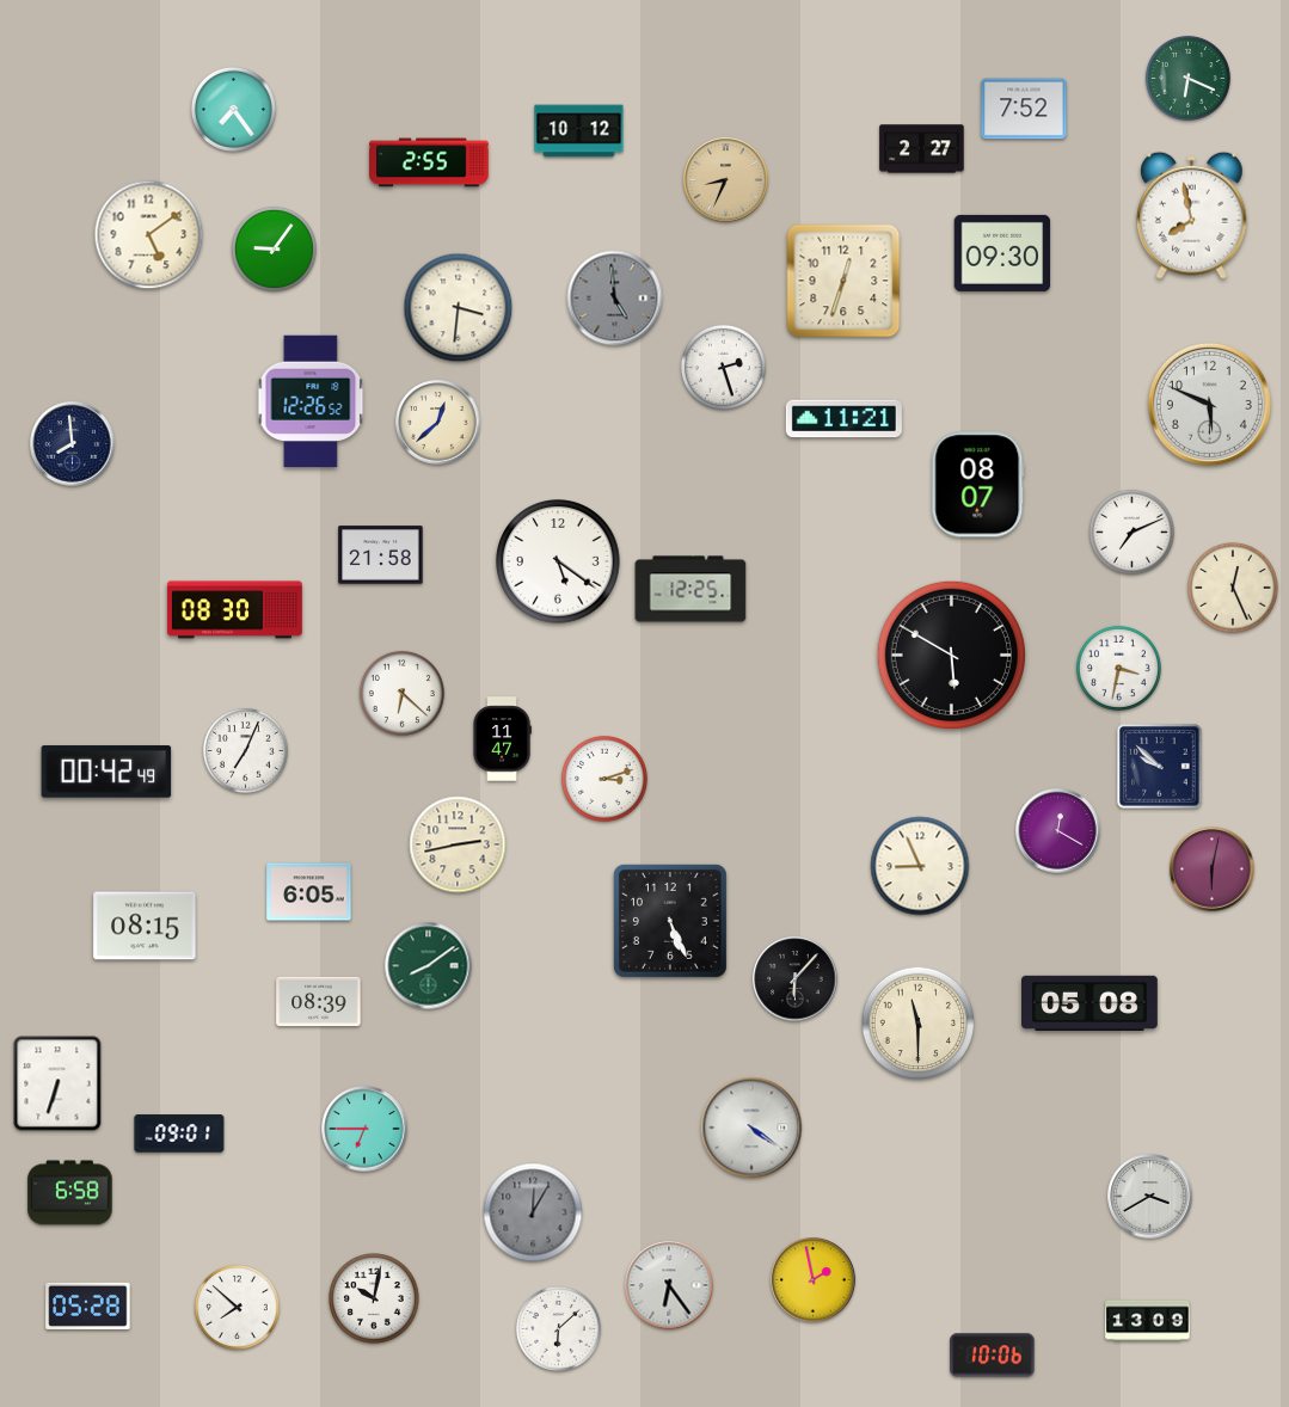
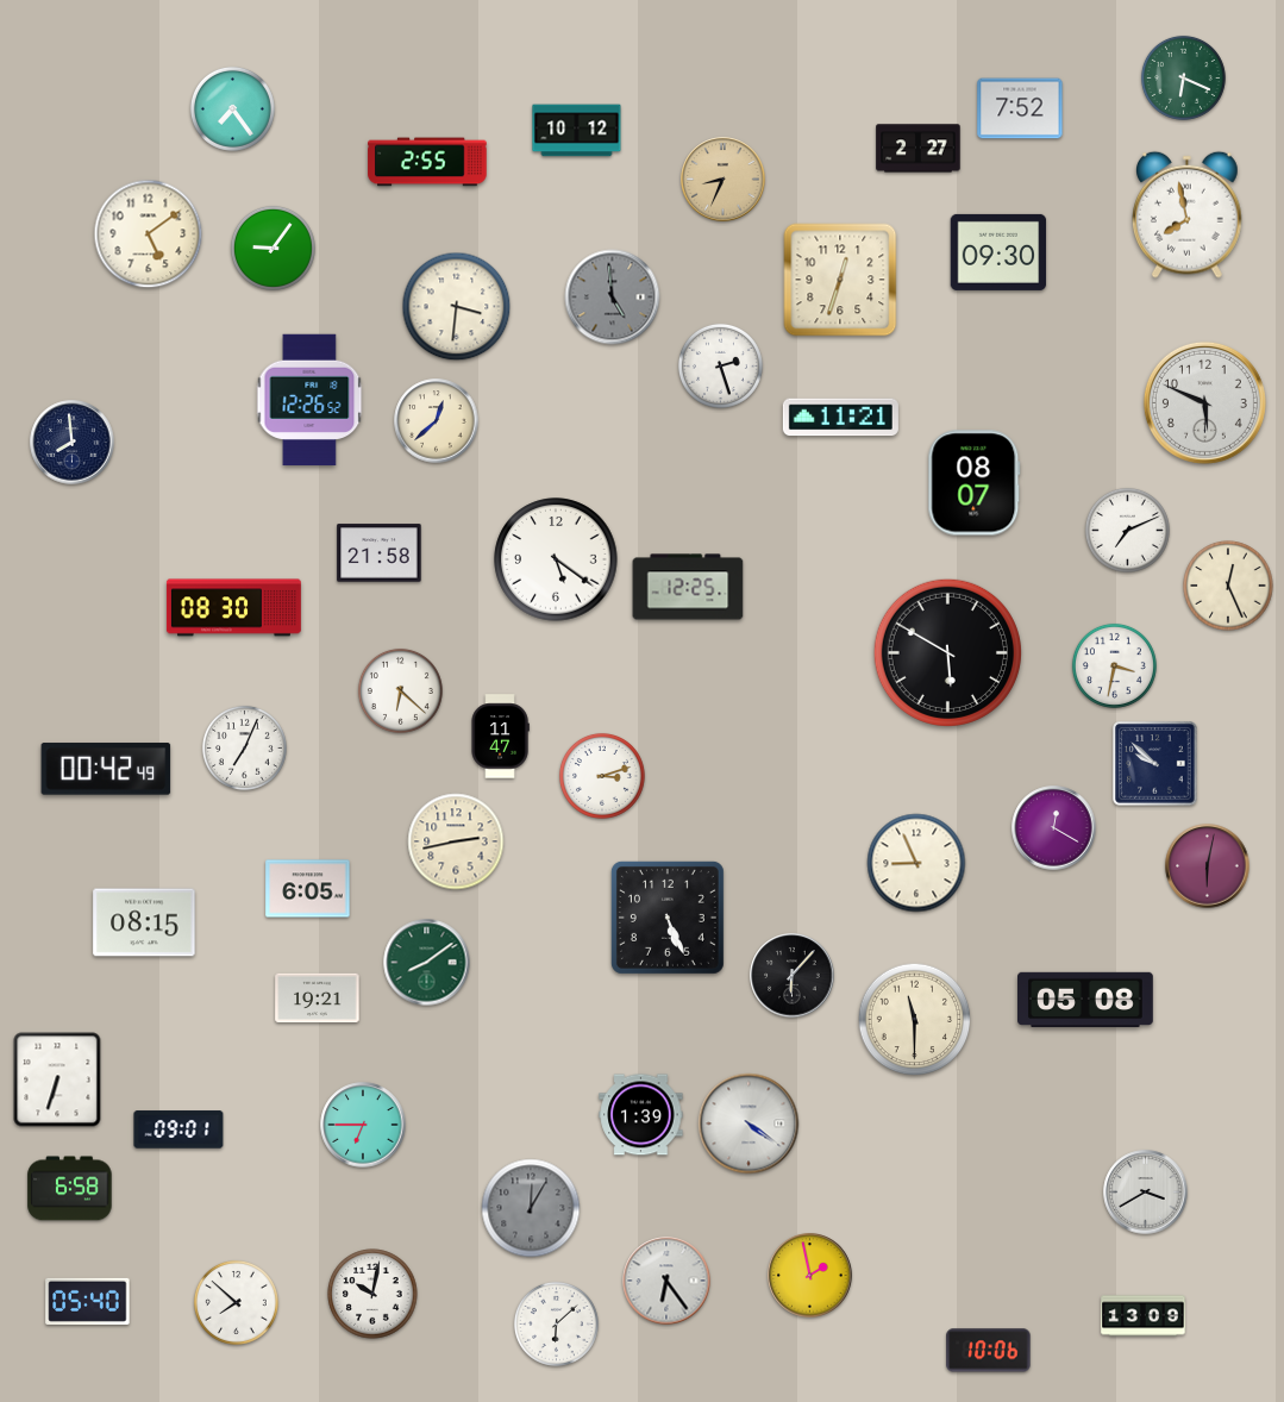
clock at (319, 1002): 08:39 -> 19:21
clock at (641, 1115): none -> 1:39
clock at (88, 1305): 05:28 -> 05:40
